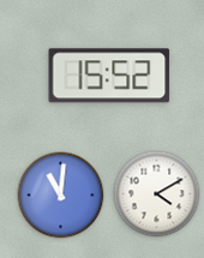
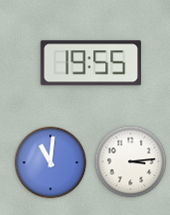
clock at (109, 76): 15:52 -> 19:55
clock at (157, 194): 4:10 -> 3:14
